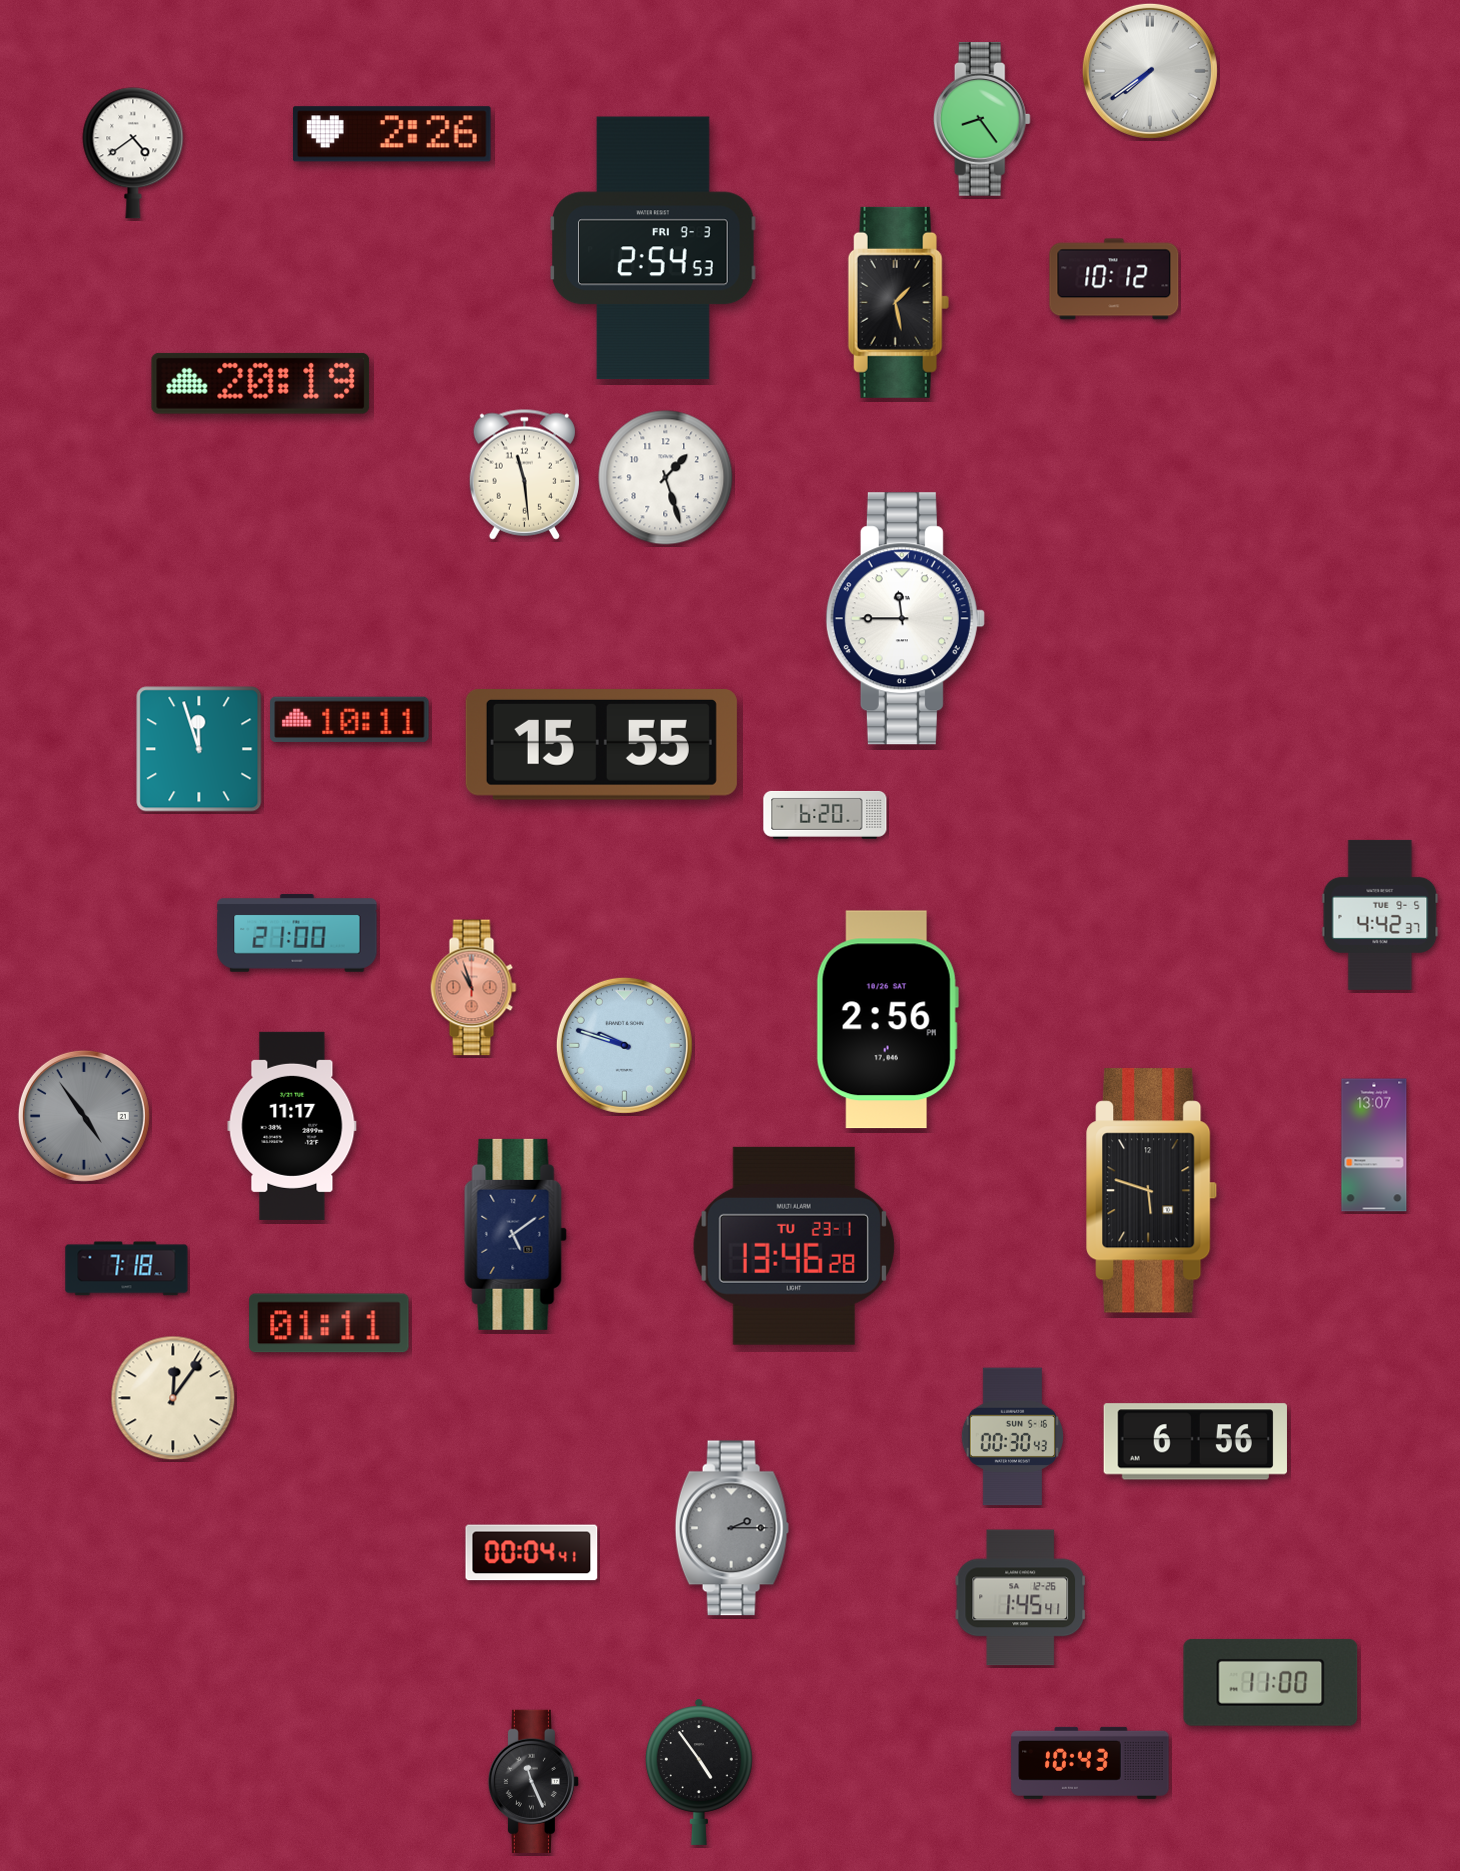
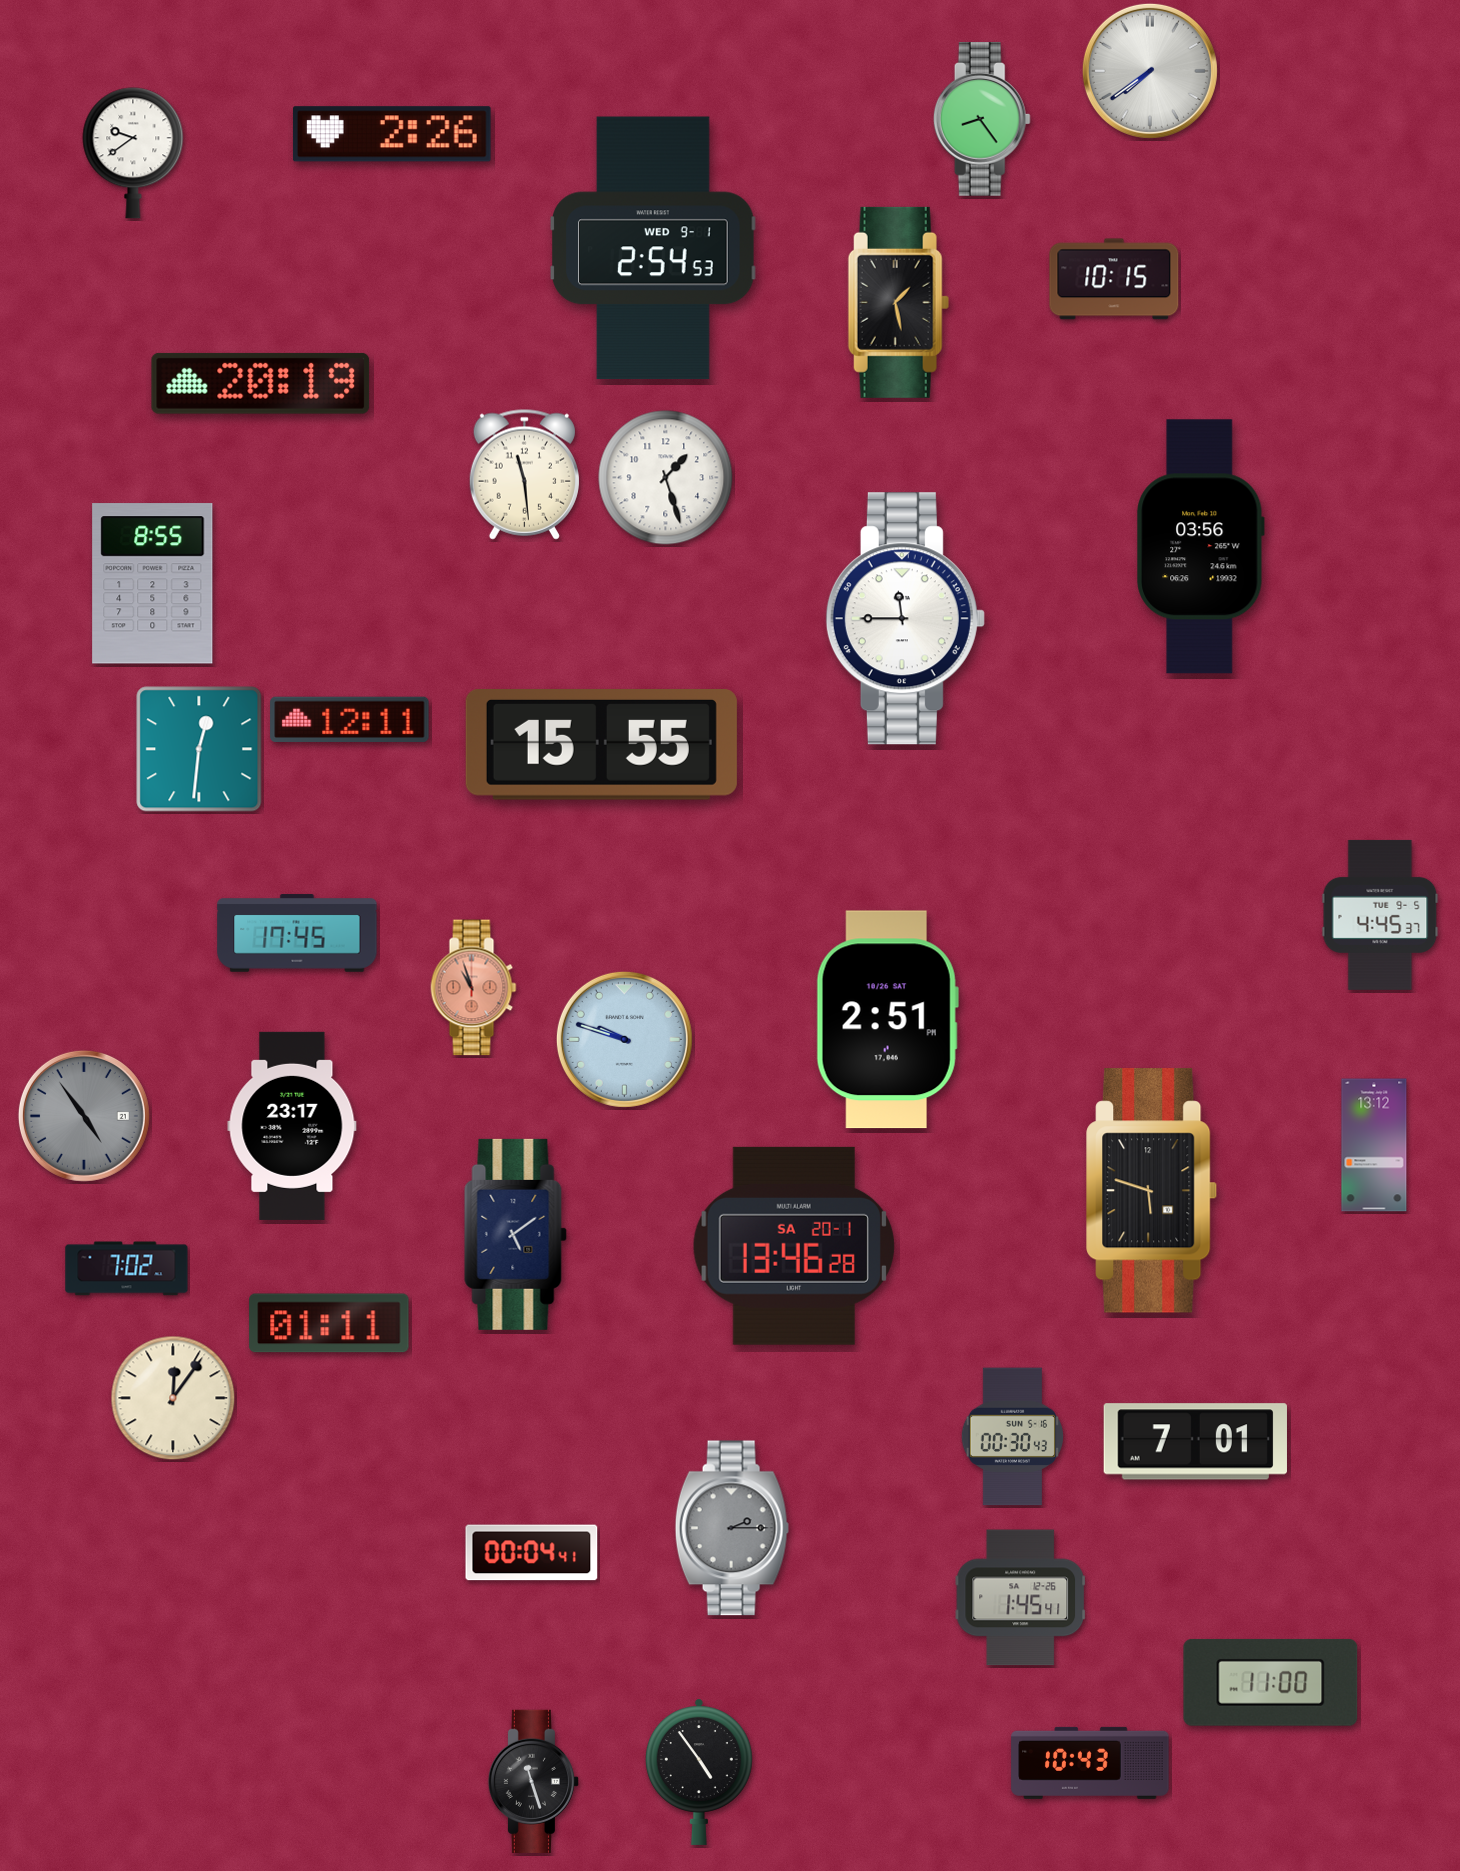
clock at (133, 153): 4:39 -> 9:39
clock at (653, 248) date: FRI 9-3 -> WED 9-1
clock at (1114, 279): 10:12 -> 10:15
clock at (1201, 547): none -> 03:56
clock at (153, 584): none -> 8:55
clock at (350, 719): 10:11 -> 12:11
clock at (199, 749): 11:57 -> 12:31
clock at (825, 815): 6:20 -> none
clock at (1380, 915): 4:42 -> 4:45
clock at (297, 933): 21:00 -> 17:45
clock at (887, 1020): 2:56 -> 2:51
clock at (624, 1045) position: (624, 1045) -> (624, 1039)
clock at (292, 1126): 11:17 -> 23:17
clock at (1374, 1145): 13:07 -> 13:12
clock at (794, 1246) date: TU 23-1 -> SA 20-1
clock at (127, 1269): 7:18 -> 7:02
clock at (1195, 1442): 6:56 -> 7:01
clock at (533, 1781): 11:26 -> 11:27
